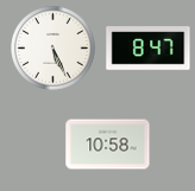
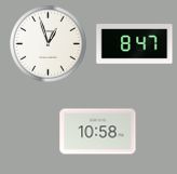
clock at (54, 49): 5:26 -> 12:57
